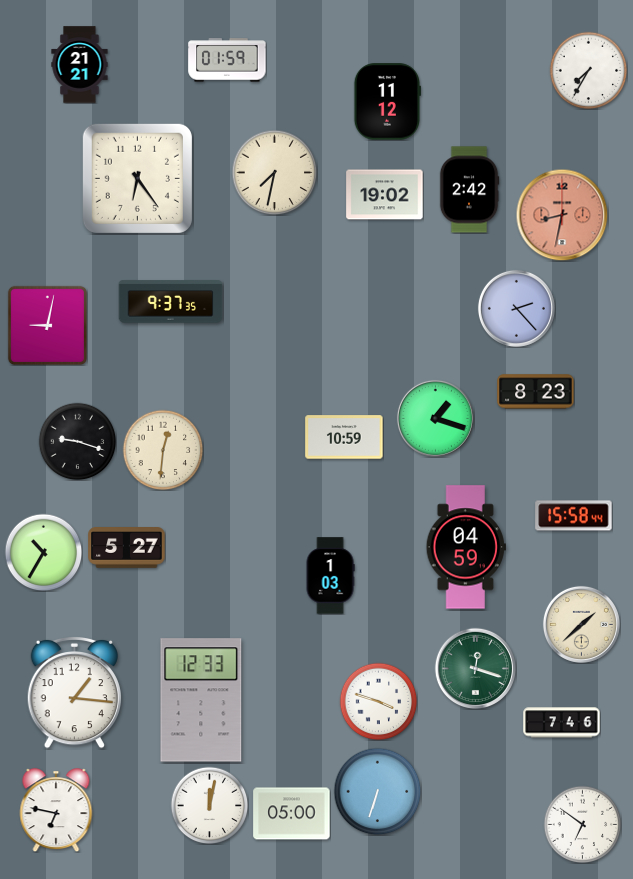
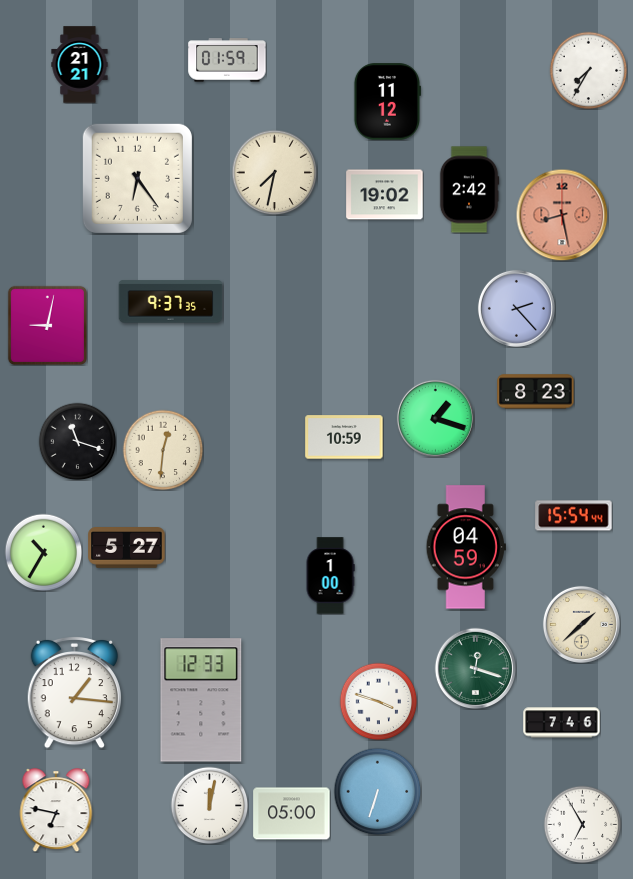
clock at (562, 215): 8:32 -> 8:28
clock at (77, 441): 9:18 -> 11:18
clock at (574, 516): 15:58 -> 15:54
clock at (330, 576): 1:03 -> 1:00
clock at (582, 824): 6:51 -> 6:55
